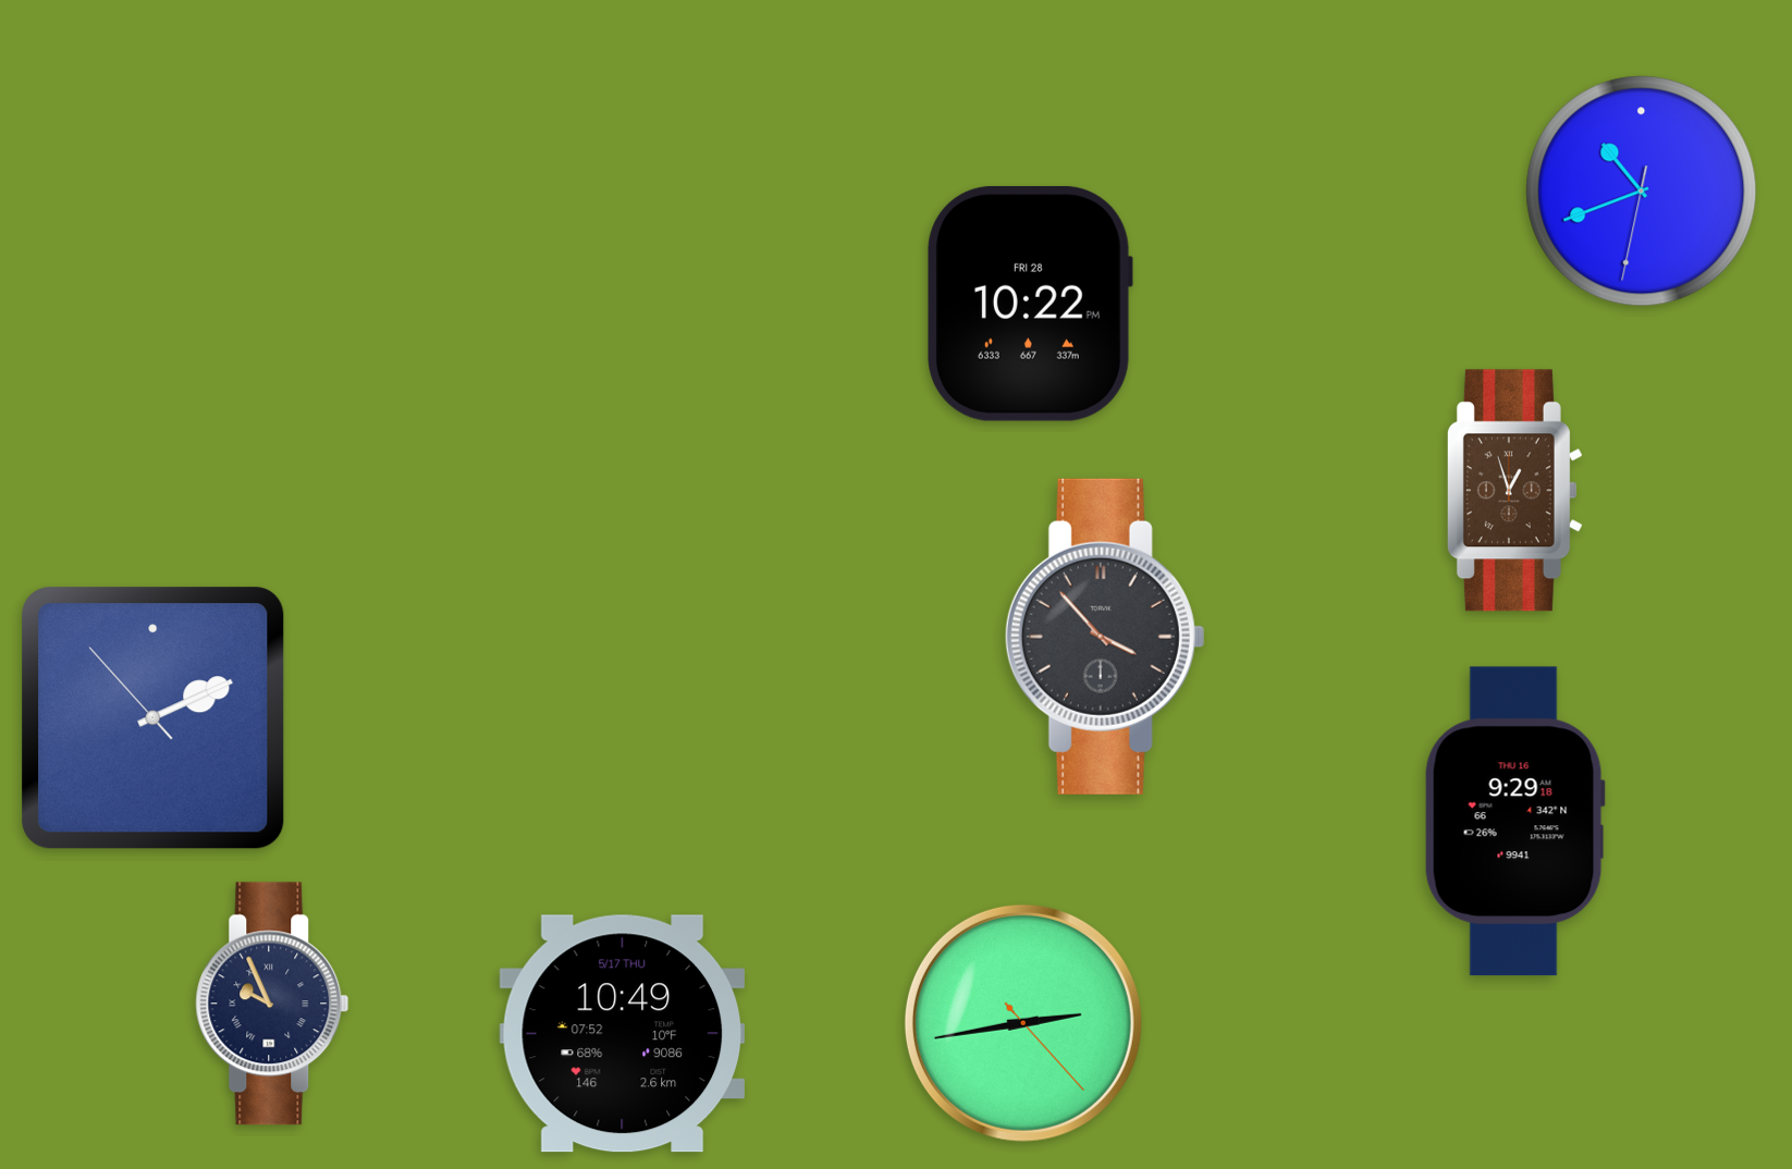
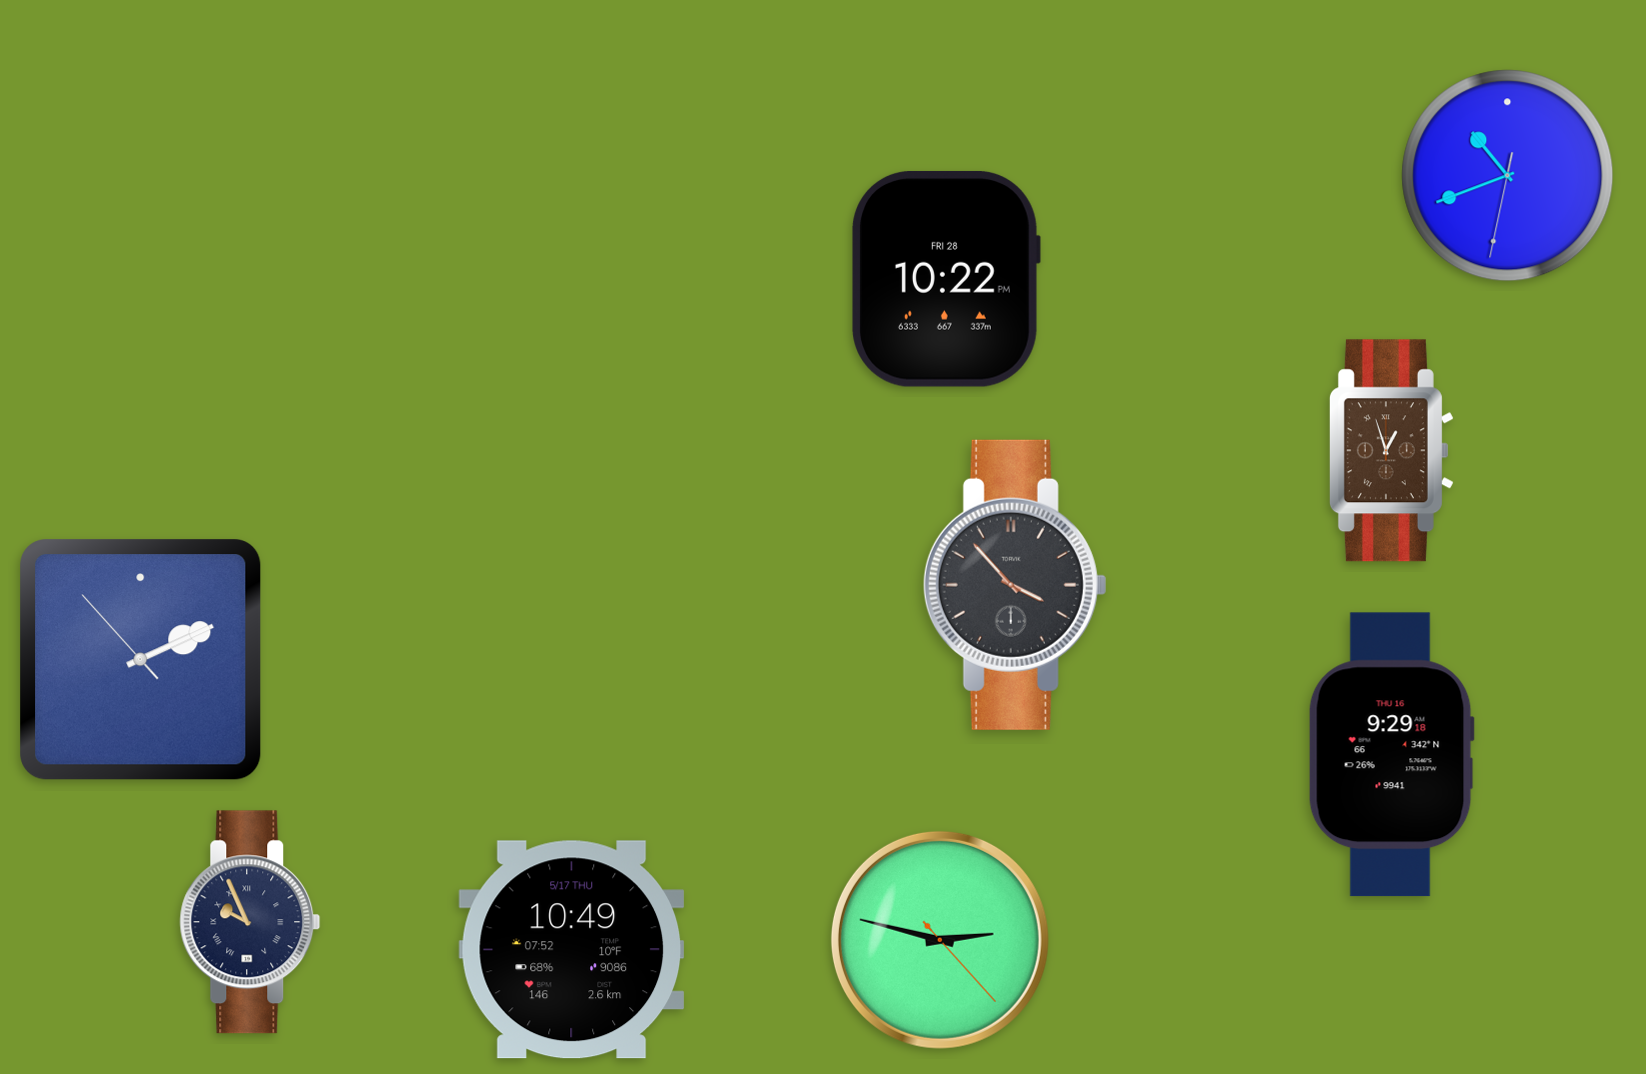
clock at (1023, 1023): 2:43 -> 2:47
